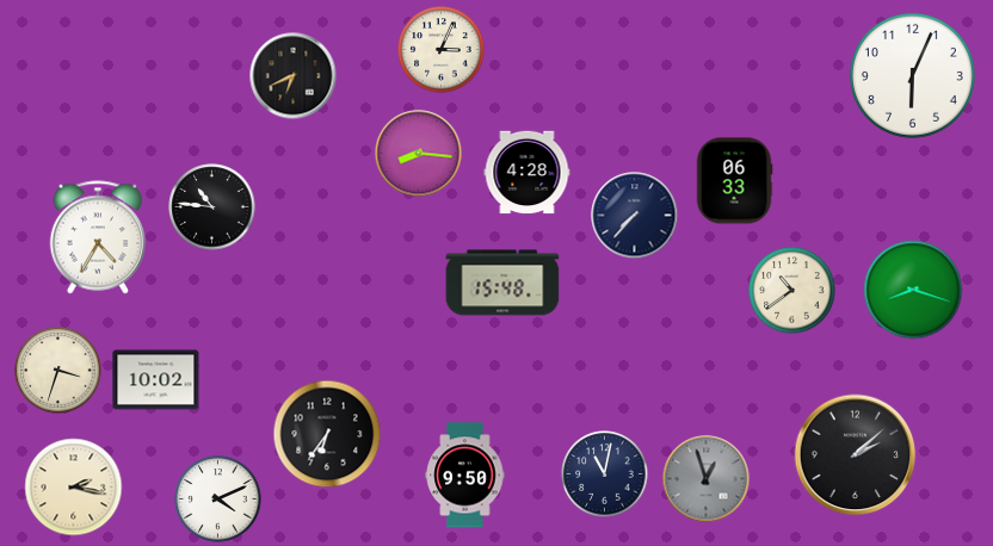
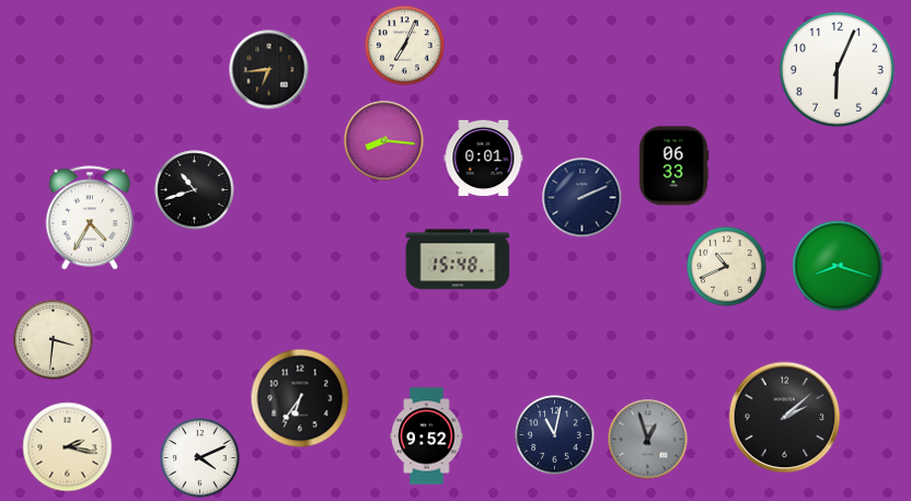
clock at (442, 50): 3:04 -> 7:04
clock at (294, 76): 6:41 -> 6:44
clock at (528, 173): 4:28 -> 0:01
clock at (212, 207): 10:46 -> 10:42
clock at (635, 216): 7:37 -> 2:11
clock at (502, 283) position: (502, 283) -> (458, 259)
clock at (792, 291): 10:39 -> 10:41
clock at (58, 371): 3:33 -> 3:31
clock at (156, 380): 10:02 -> none
clock at (465, 476): 9:50 -> 9:52
